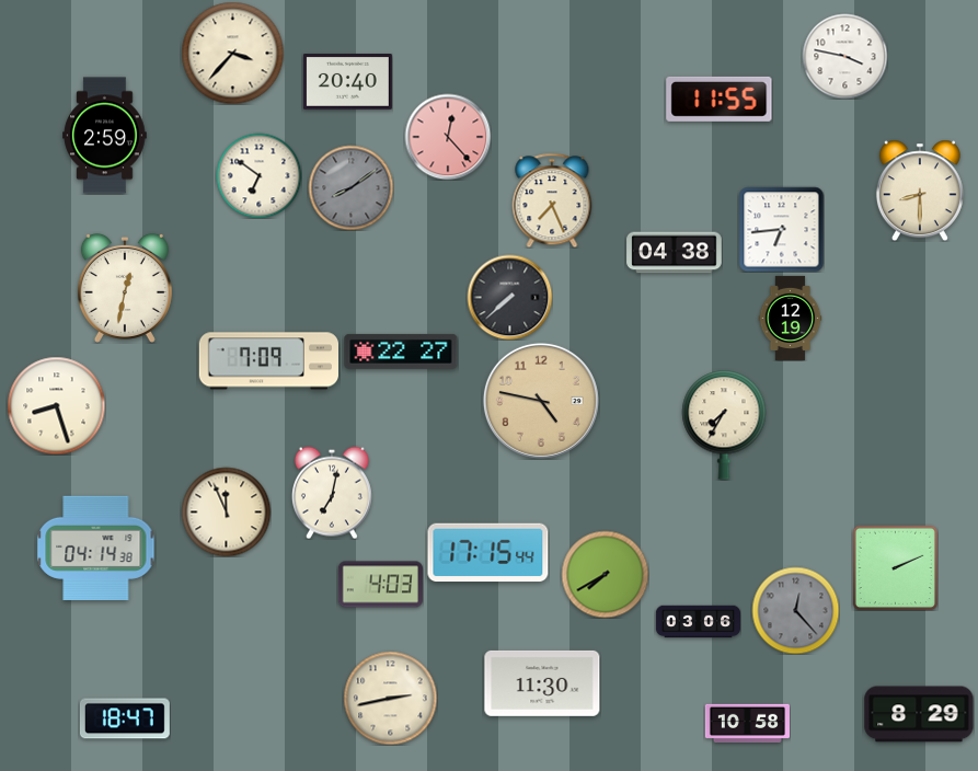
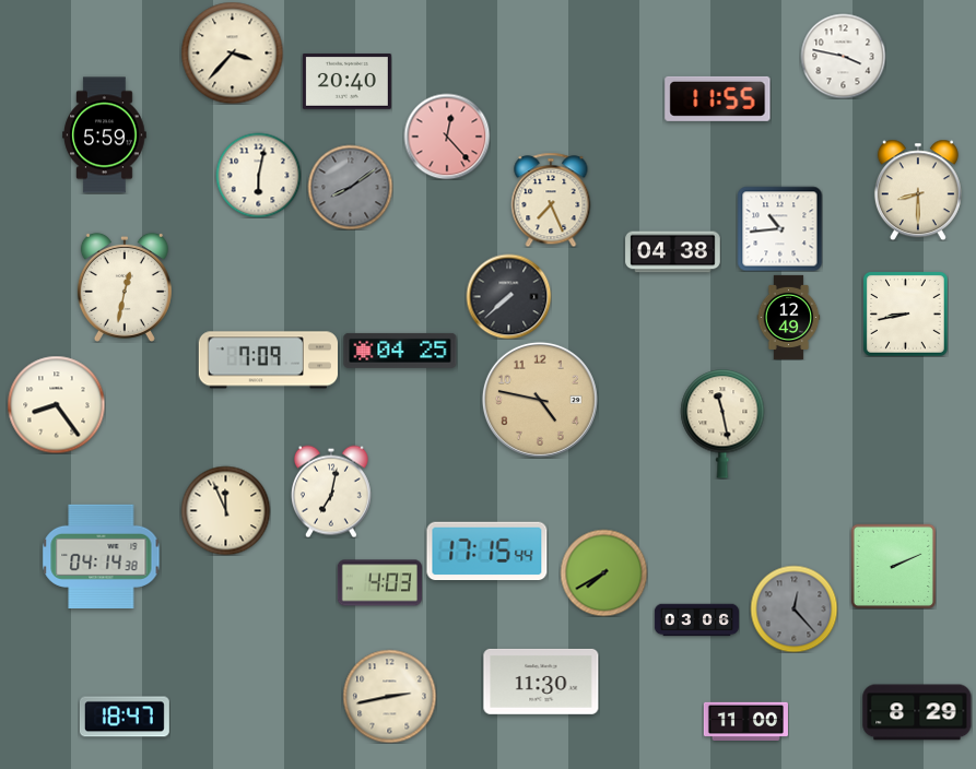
clock at (105, 136): 2:59 -> 5:59
clock at (258, 175): 6:51 -> 6:02
clock at (781, 229): 6:44 -> 10:44
clock at (905, 313): none -> 8:43
clock at (791, 318): 12:19 -> 12:49
clock at (401, 352): 22:27 -> 04:25
clock at (56, 405): 8:27 -> 8:24
clock at (724, 425): 7:35 -> 11:28
clock at (96, 548) position: (96, 548) -> (102, 556)
clock at (747, 723): 10:58 -> 11:00
